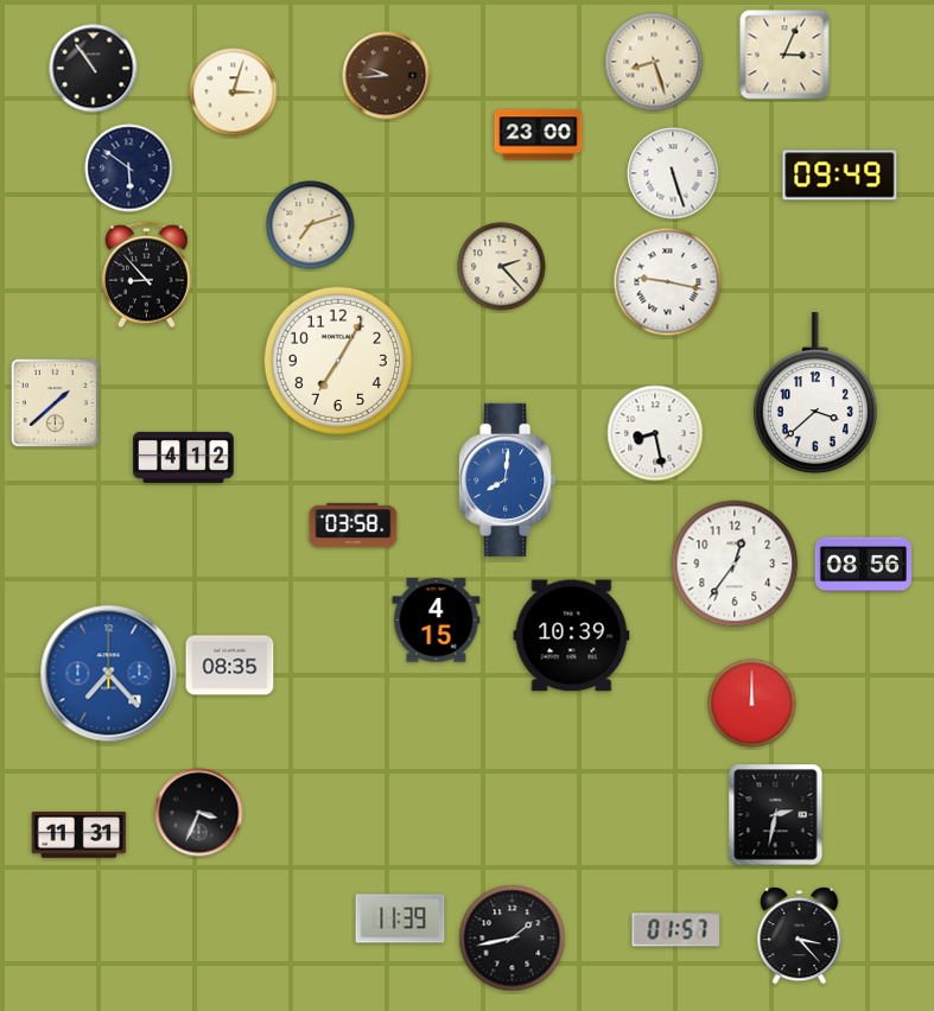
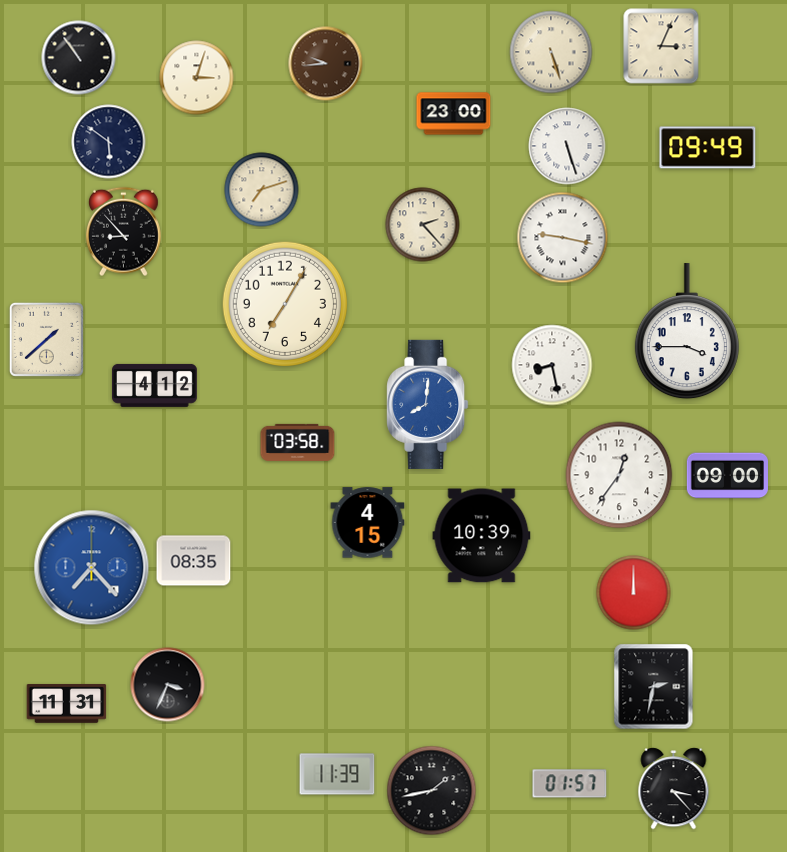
clock at (654, 62): 8:27 -> 5:27
clock at (815, 394): 3:38 -> 3:45
clock at (863, 565): 08:56 -> 09:00
